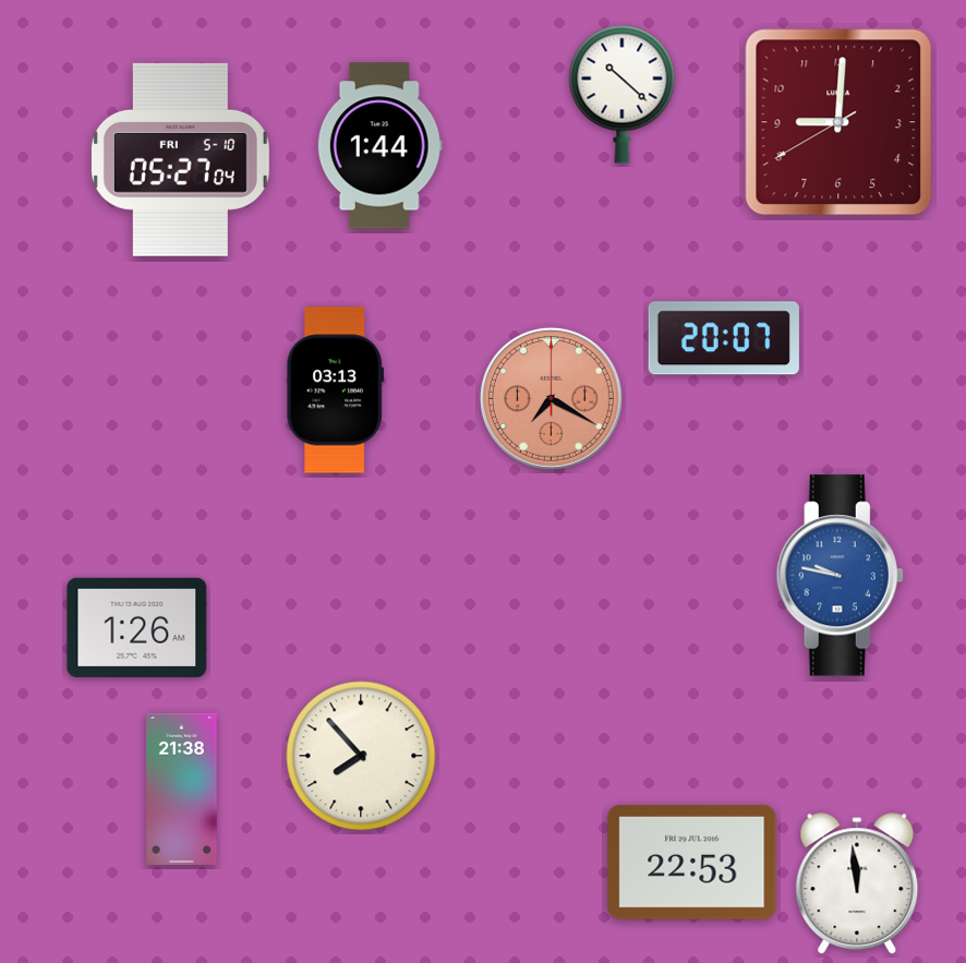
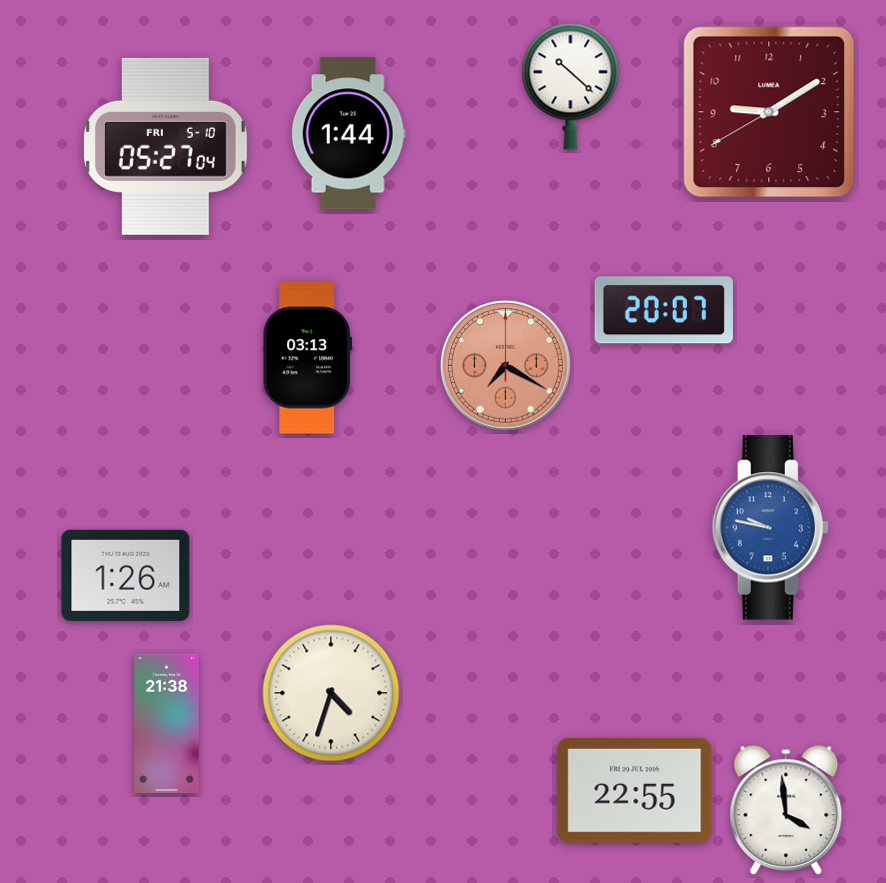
clock at (838, 122): 9:00 -> 9:09
clock at (361, 756): 7:53 -> 4:33
clock at (692, 863): 22:53 -> 22:55
clock at (857, 884): 11:59 -> 3:59
